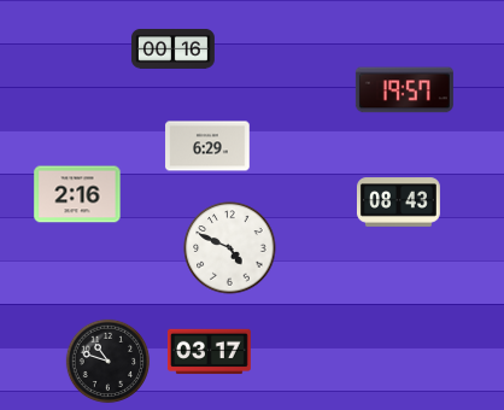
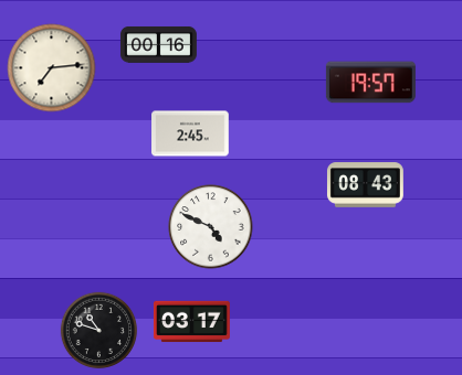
clock at (52, 68): none -> 7:14
clock at (207, 146): 6:29 -> 2:45
clock at (77, 194): 2:16 -> none
